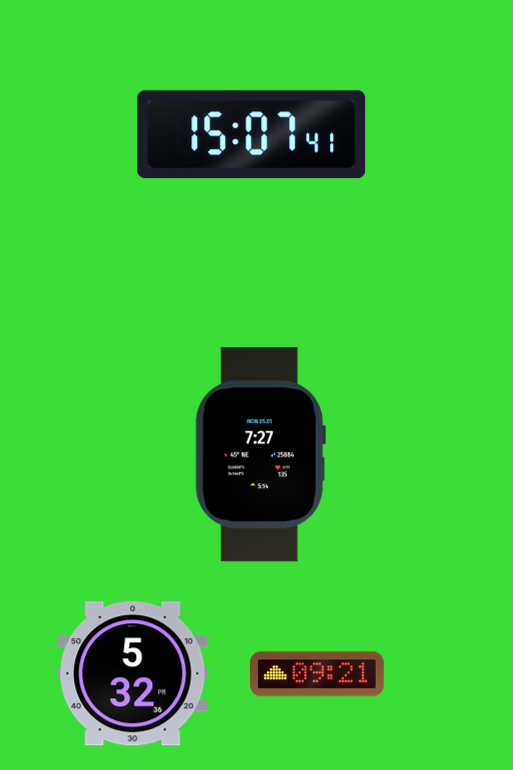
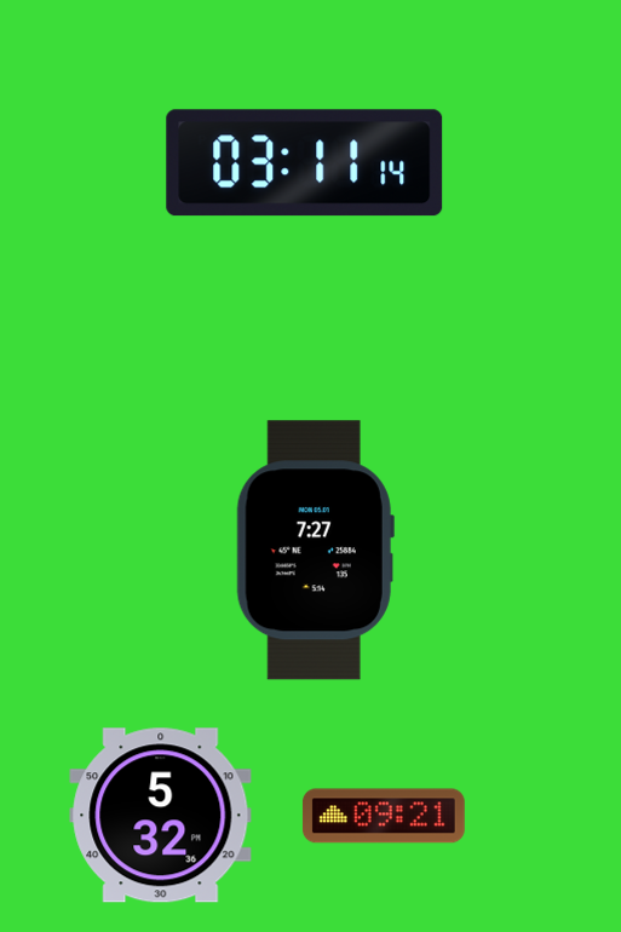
clock at (252, 135): 15:07 -> 03:11
